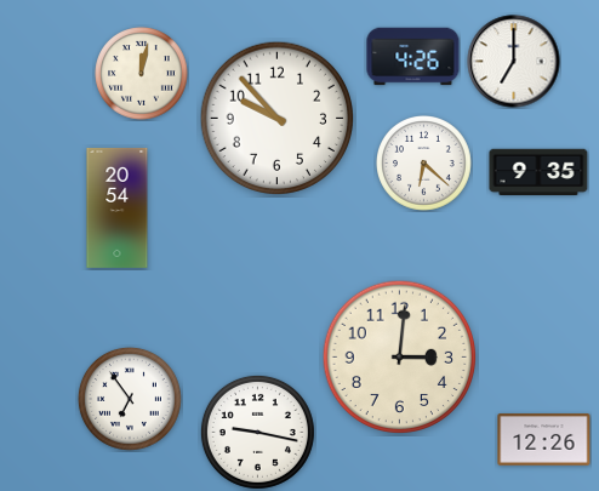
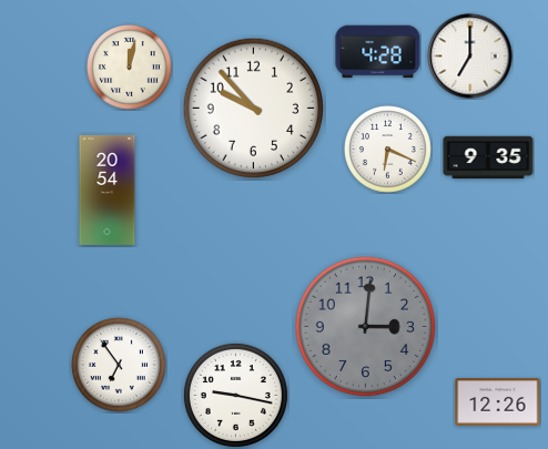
clock at (413, 57): 4:26 -> 4:28
clock at (424, 164): 6:22 -> 6:19
clock at (538, 172) position: (538, 172) -> (488, 157)
clock at (399, 356) dial: cream -> grey
